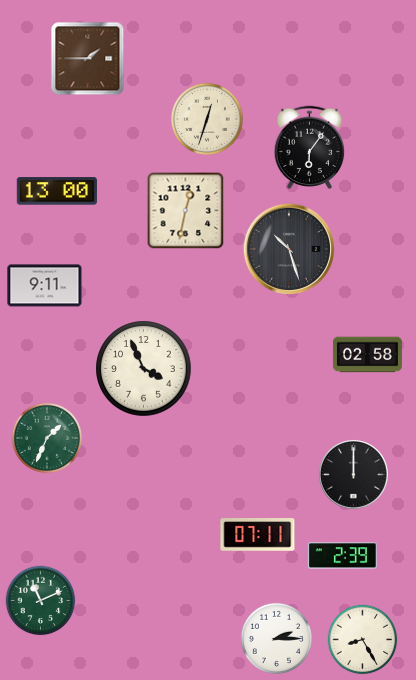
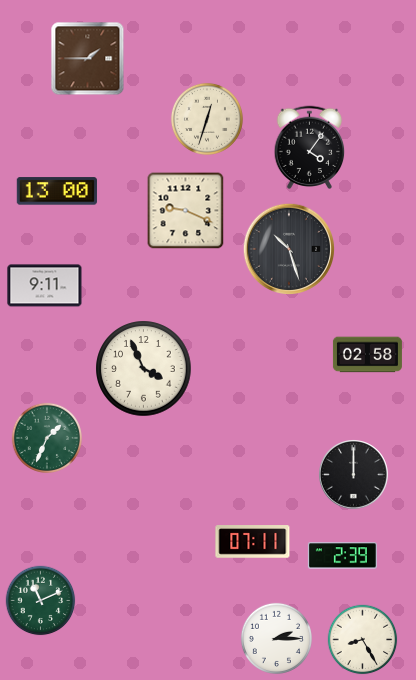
clock at (310, 147): 6:06 -> 4:06
clock at (186, 211): 12:32 -> 9:19
clock at (258, 535) position: (258, 535) -> (253, 542)
